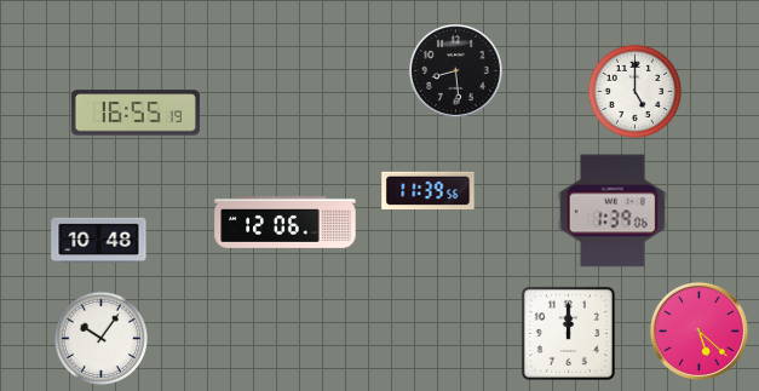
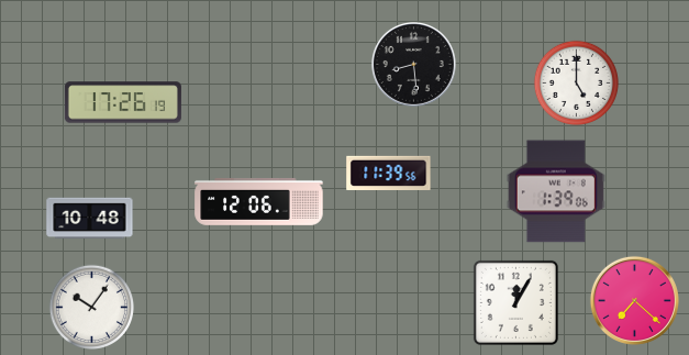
clock at (136, 113): 16:55 -> 17:26
clock at (698, 330): 5:22 -> 7:22
clock at (568, 333): 12:00 -> 12:05
